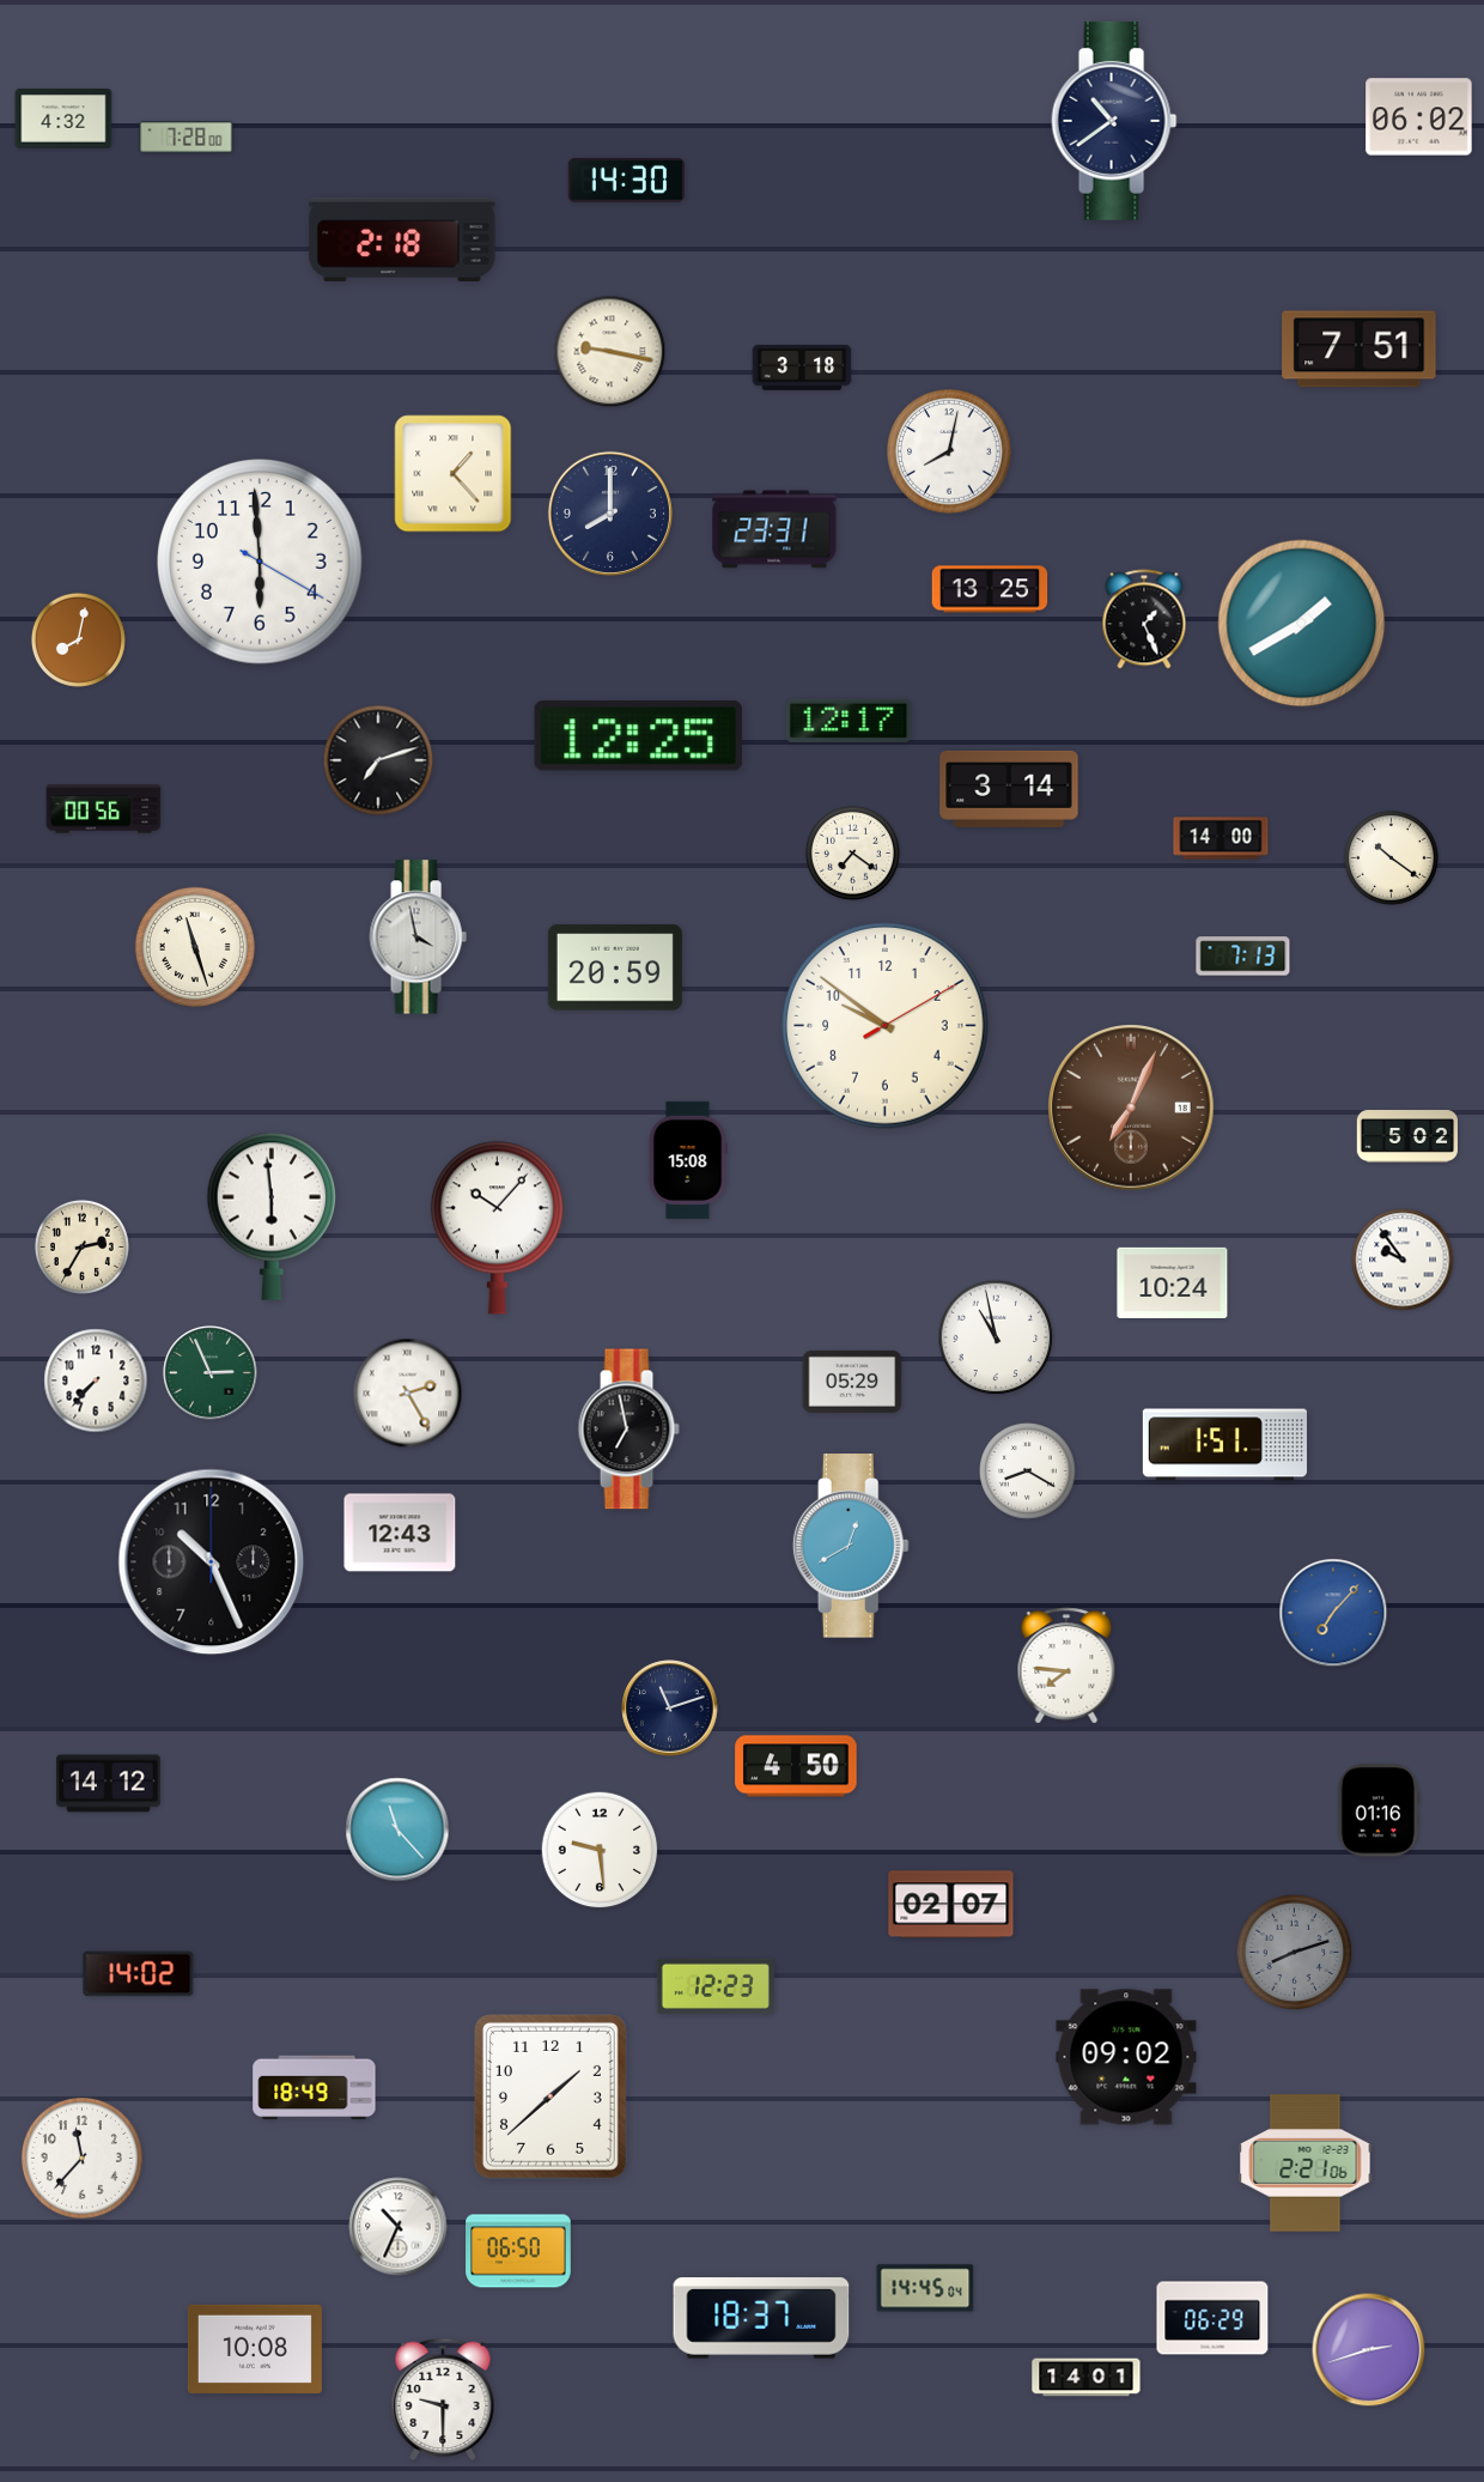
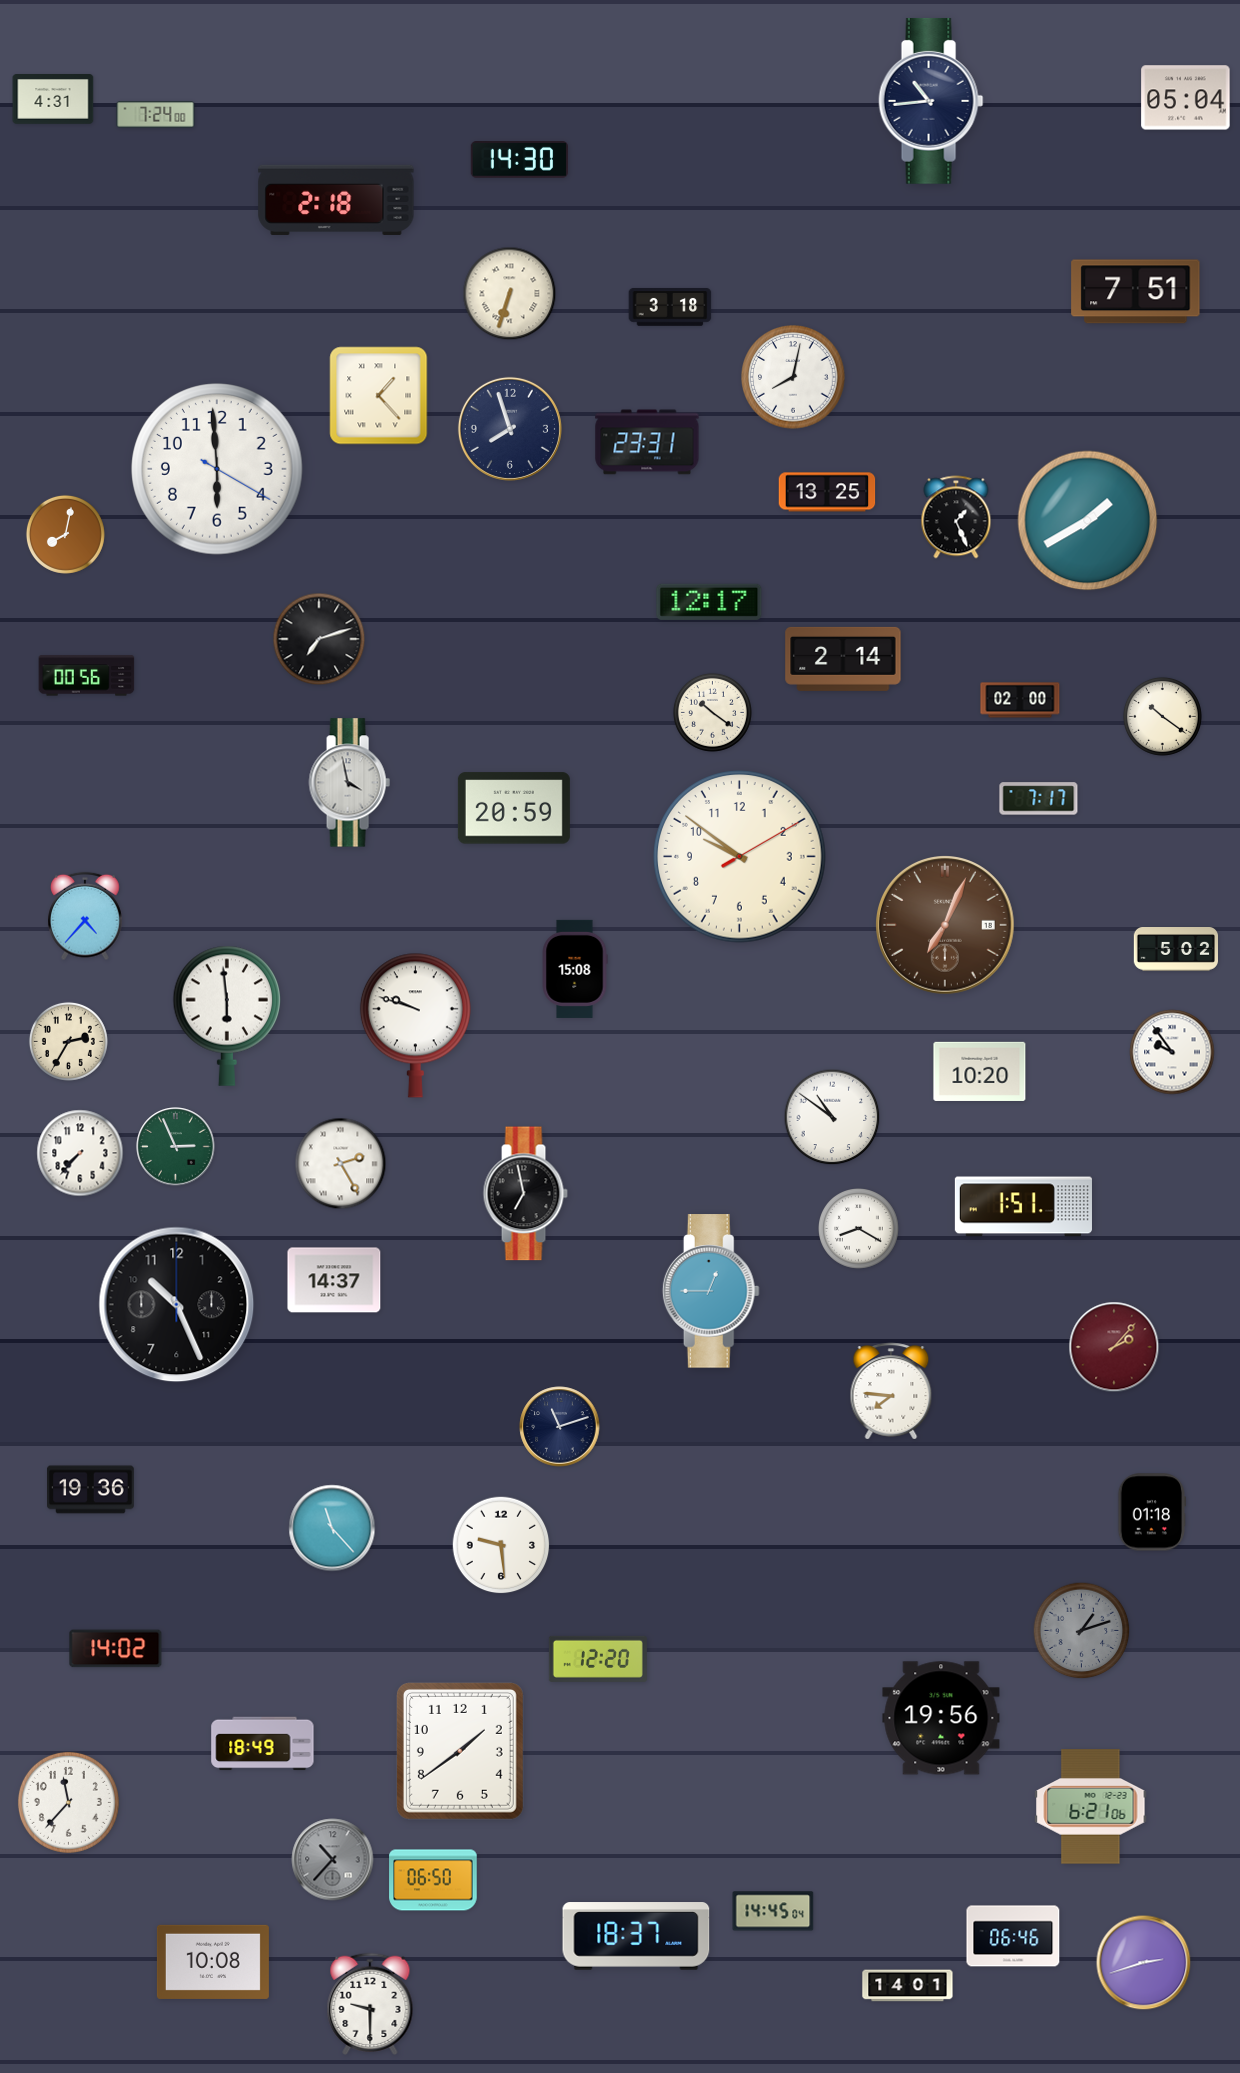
clock at (1419, 117): 06:02 -> 05:04
clock at (63, 120): 4:32 -> 4:31
clock at (1114, 121): 10:39 -> 10:44
clock at (187, 138): 7:28 -> 7:24
clock at (626, 181) position: (626, 181) -> (519, 160)
clock at (610, 352): 9:17 -> 6:33
clock at (610, 514): 8:00 -> 7:57
clock at (639, 736): 12:25 -> none
clock at (378, 760) position: (378, 760) -> (319, 639)
clock at (1009, 789): 3:14 -> 2:14
clock at (1221, 838): 14:00 -> 02:00
clock at (852, 852): 7:21 -> 10:21
clock at (195, 947): 11:27 -> none
clock at (1243, 957): 7:13 -> 7:17
clock at (86, 916): none -> 4:37
clock at (497, 1227): 10:07 -> 9:48
clock at (1173, 1282): 10:24 -> 10:20
clock at (996, 1337): 10:58 -> 10:51
clock at (852, 1382): 05:29 -> none
clock at (400, 1533): 12:43 -> 14:37
clock at (851, 1546): 12:40 -> 12:45
clock at (1333, 1613): 7:07 -> 2:07
clock at (1333, 1613) dial: blue -> burgundy
clock at (796, 1766): 4:50 -> none
clock at (109, 1784): 14:12 -> 19:36
clock at (1379, 1810): 01:16 -> 01:18
clock at (951, 1905): 02:07 -> none
clock at (1295, 1953): 8:12 -> 1:12
clock at (716, 1986): 12:23 -> 12:20
clock at (1126, 2057): 09:02 -> 19:56
clock at (551, 2096): 1:38 -> 1:39
clock at (1306, 2164): 2:21 -> 6:21
clock at (399, 2227): 10:34 -> 10:37
clock at (399, 2227) dial: white -> grey
clock at (1212, 2318): 06:29 -> 06:46
